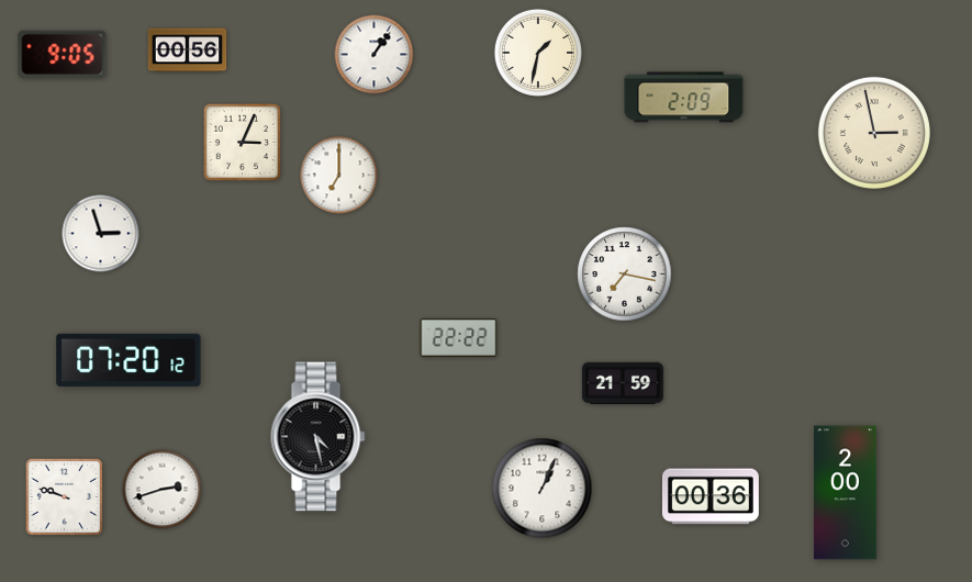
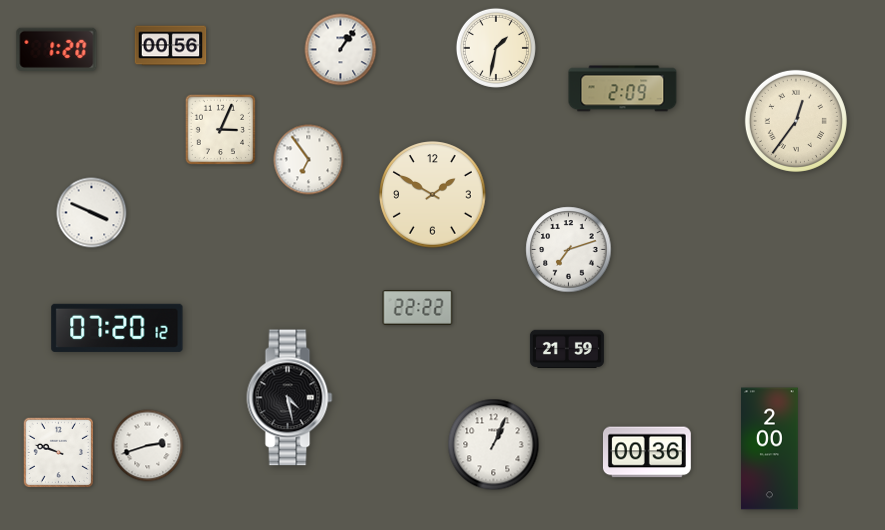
clock at (538, 53) position: (538, 53) -> (496, 48)
clock at (63, 54): 9:05 -> 1:20
clock at (874, 133): 2:58 -> 12:36
clock at (339, 176): 7:00 -> 6:54
clock at (433, 195): none -> 1:50
clock at (101, 234): 2:57 -> 3:49
clock at (625, 275): 7:17 -> 7:12
